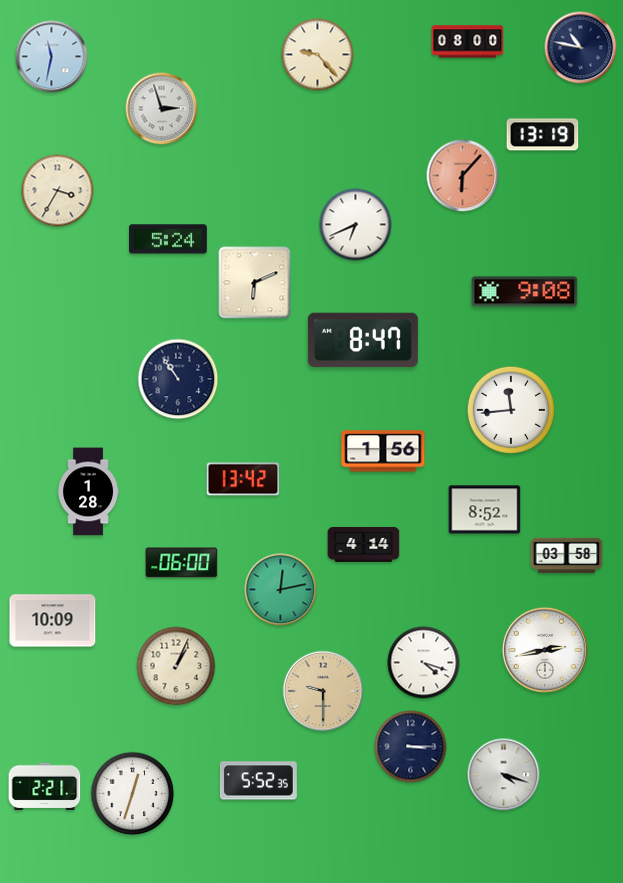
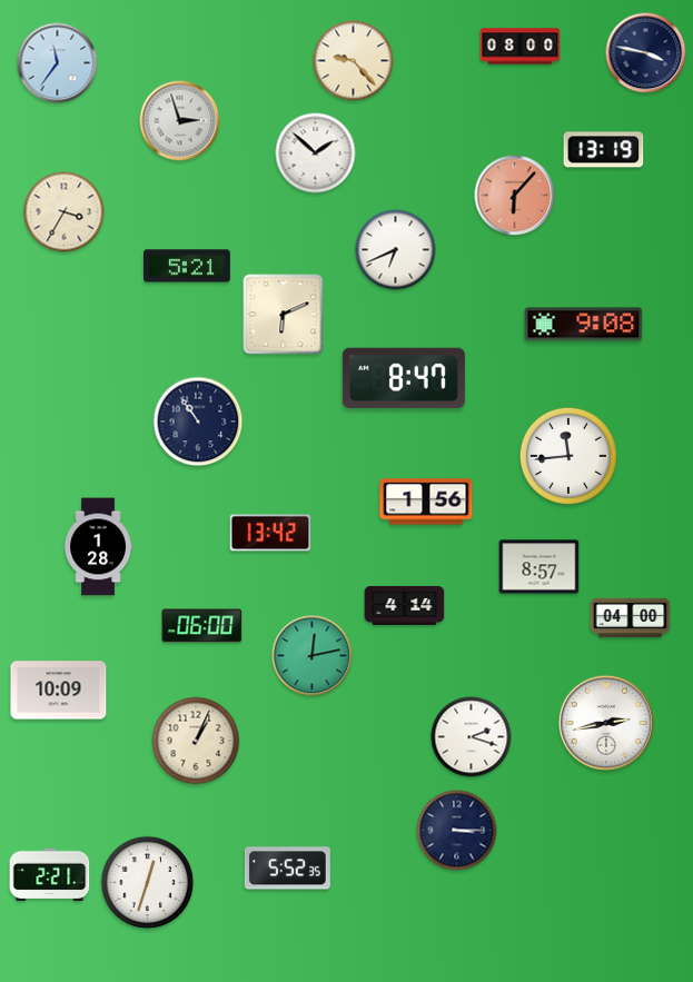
clock at (581, 48): 10:47 -> 3:47
clock at (52, 57): 11:32 -> 11:36
clock at (316, 153): none -> 1:52
clock at (168, 239): 5:24 -> 5:21
clock at (485, 510): 8:52 -> 8:57
clock at (567, 556): 03:58 -> 04:00
clock at (424, 663): 4:18 -> 2:18
clock at (323, 691): 9:30 -> none
clock at (504, 775): 4:18 -> none
